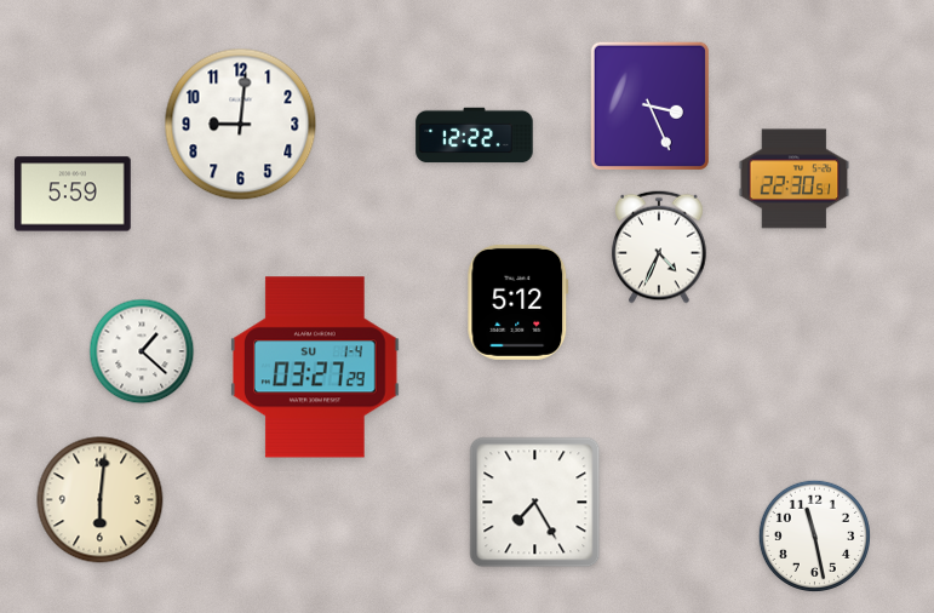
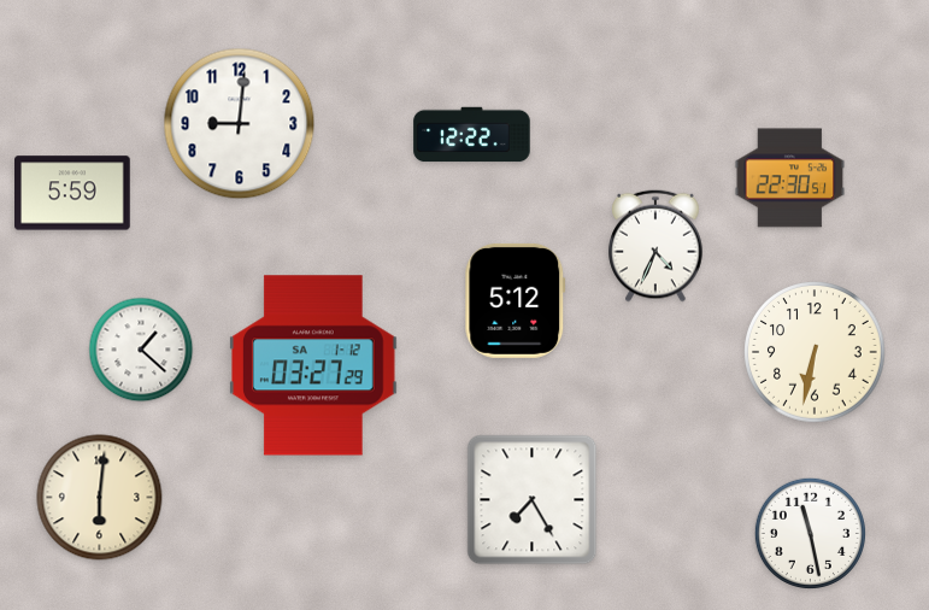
clock at (649, 107): 3:26 -> none
clock at (815, 352): none -> 6:32
clock at (316, 367) date: SU 1-4 -> SA 1-12
